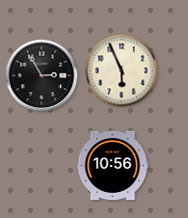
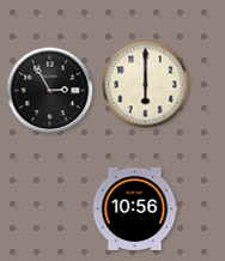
clock at (122, 71): 5:56 -> 6:00
clock at (113, 165) position: (113, 165) -> (135, 208)
